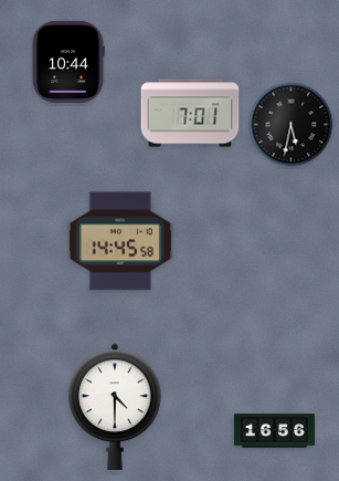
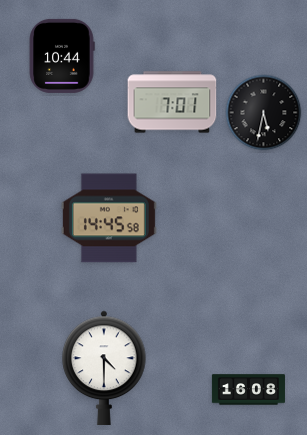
clock at (274, 431): 16:56 -> 16:08
